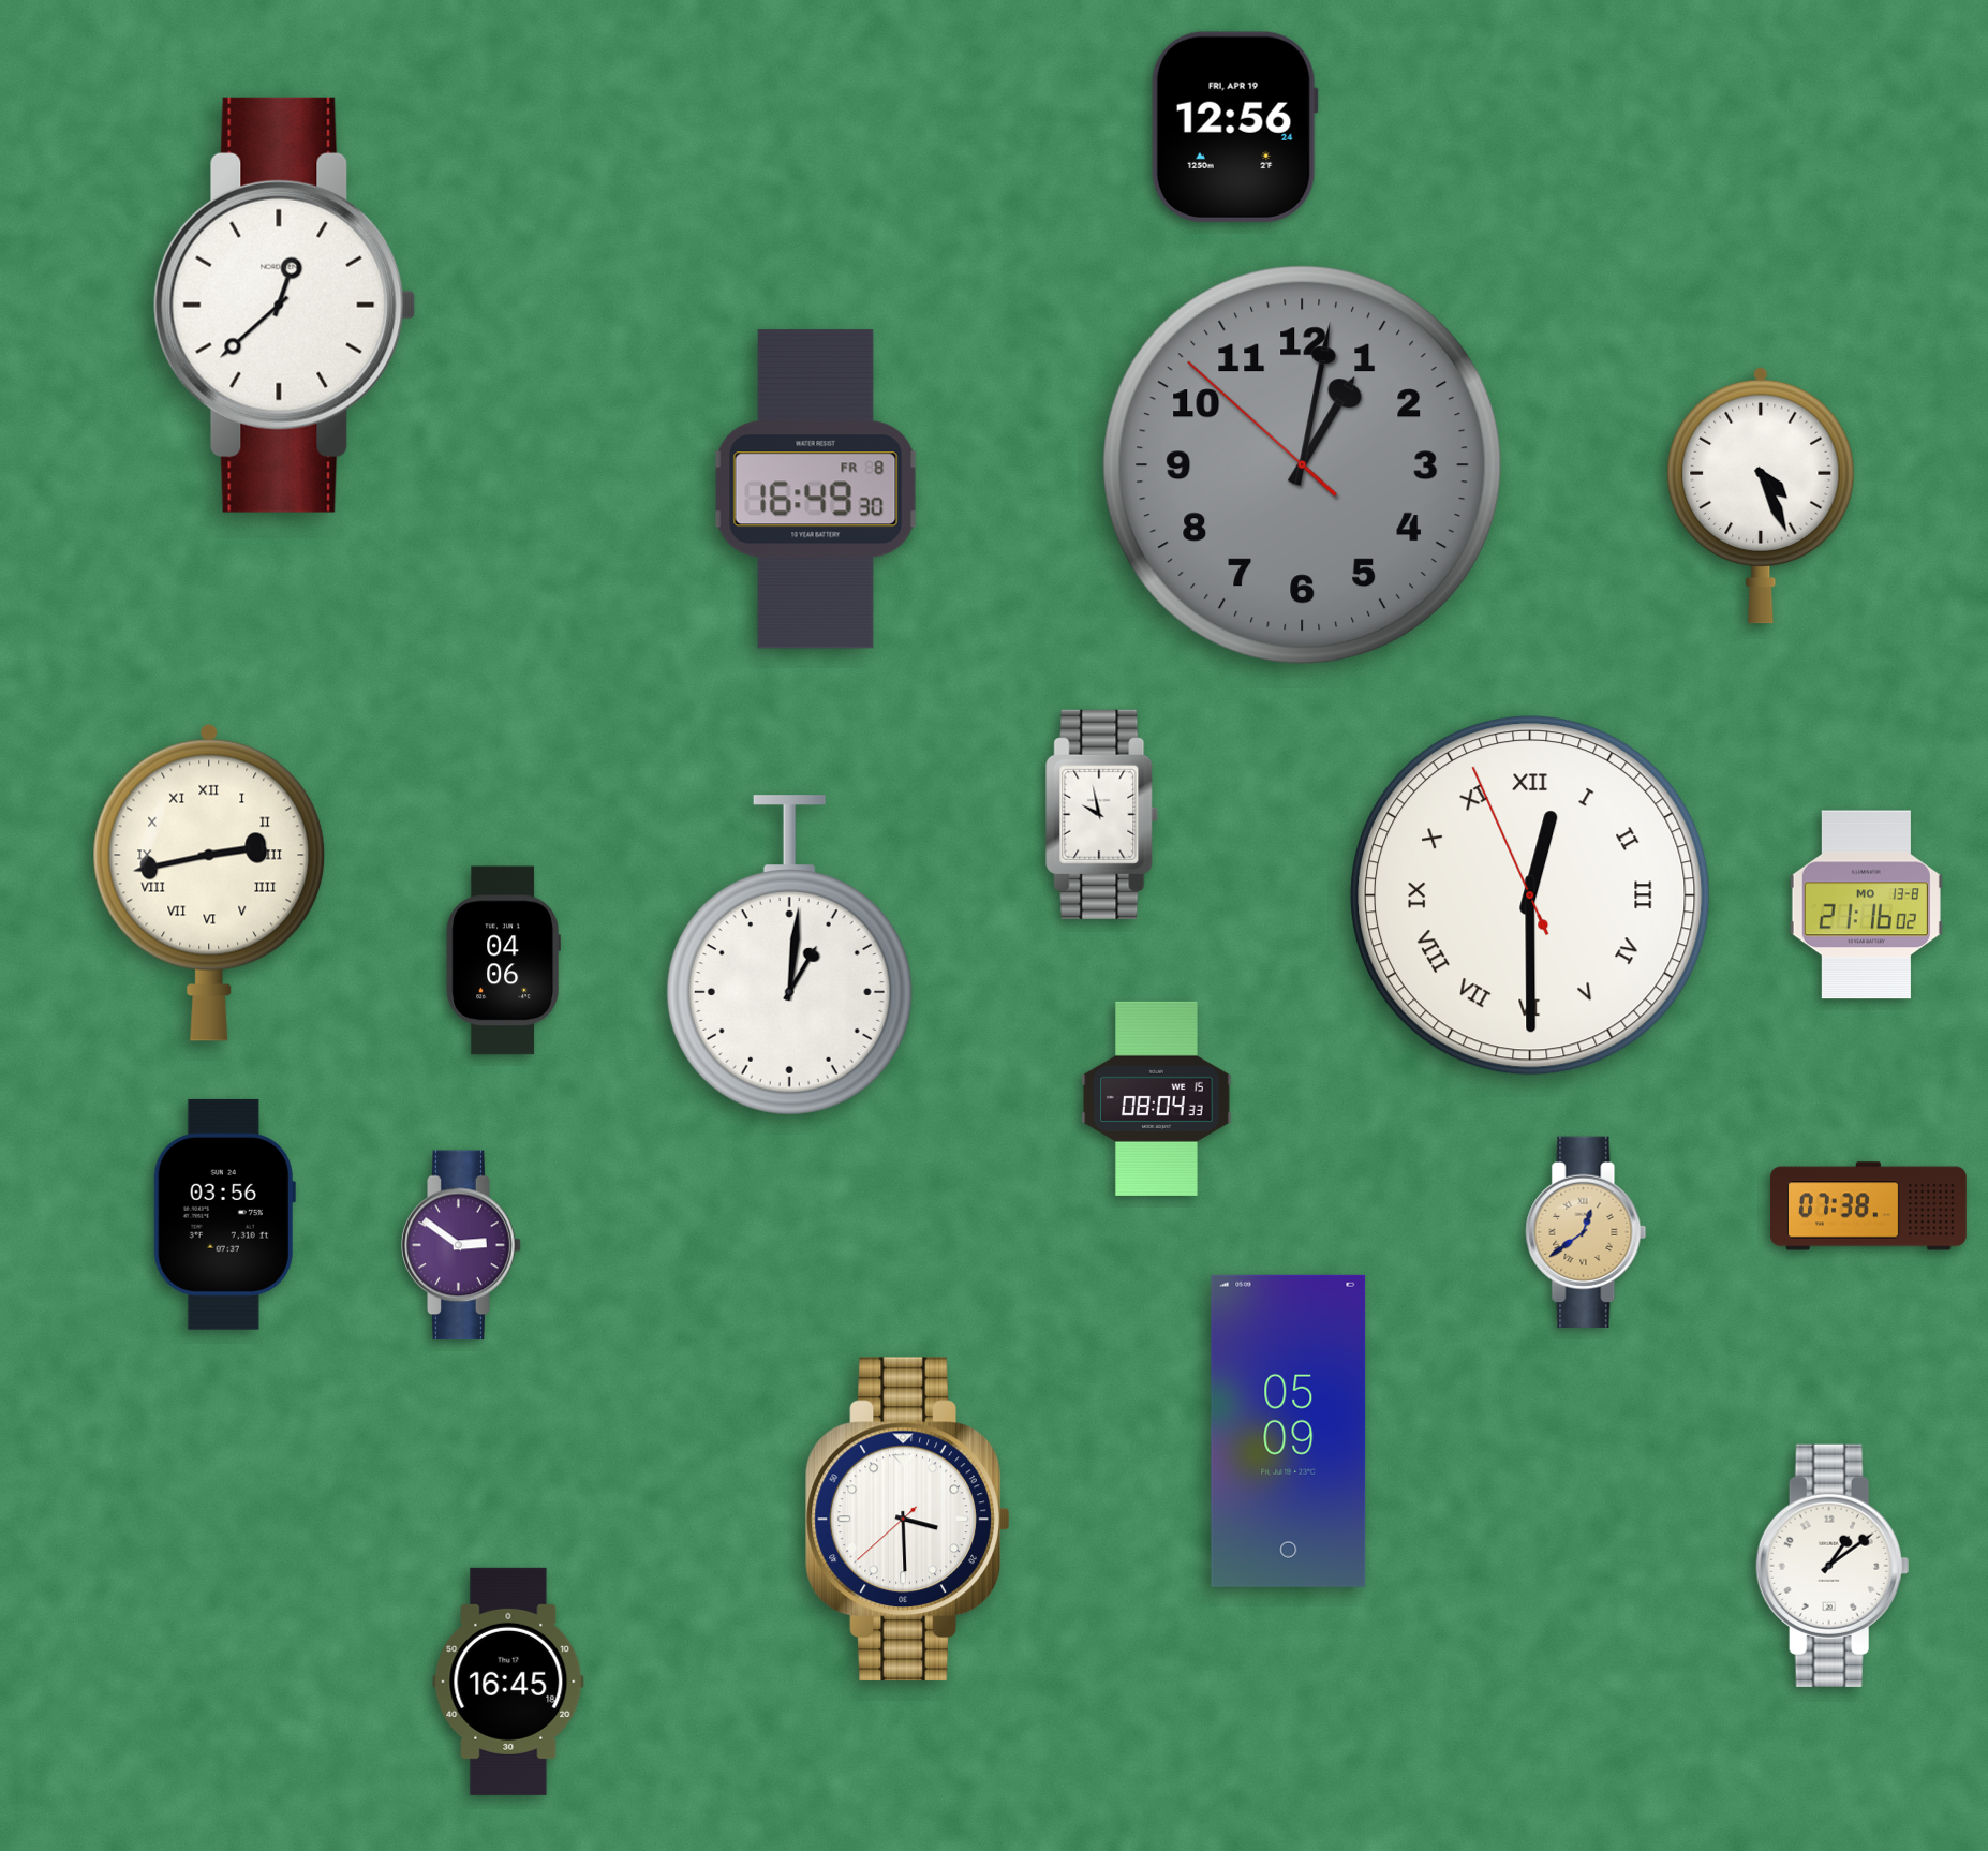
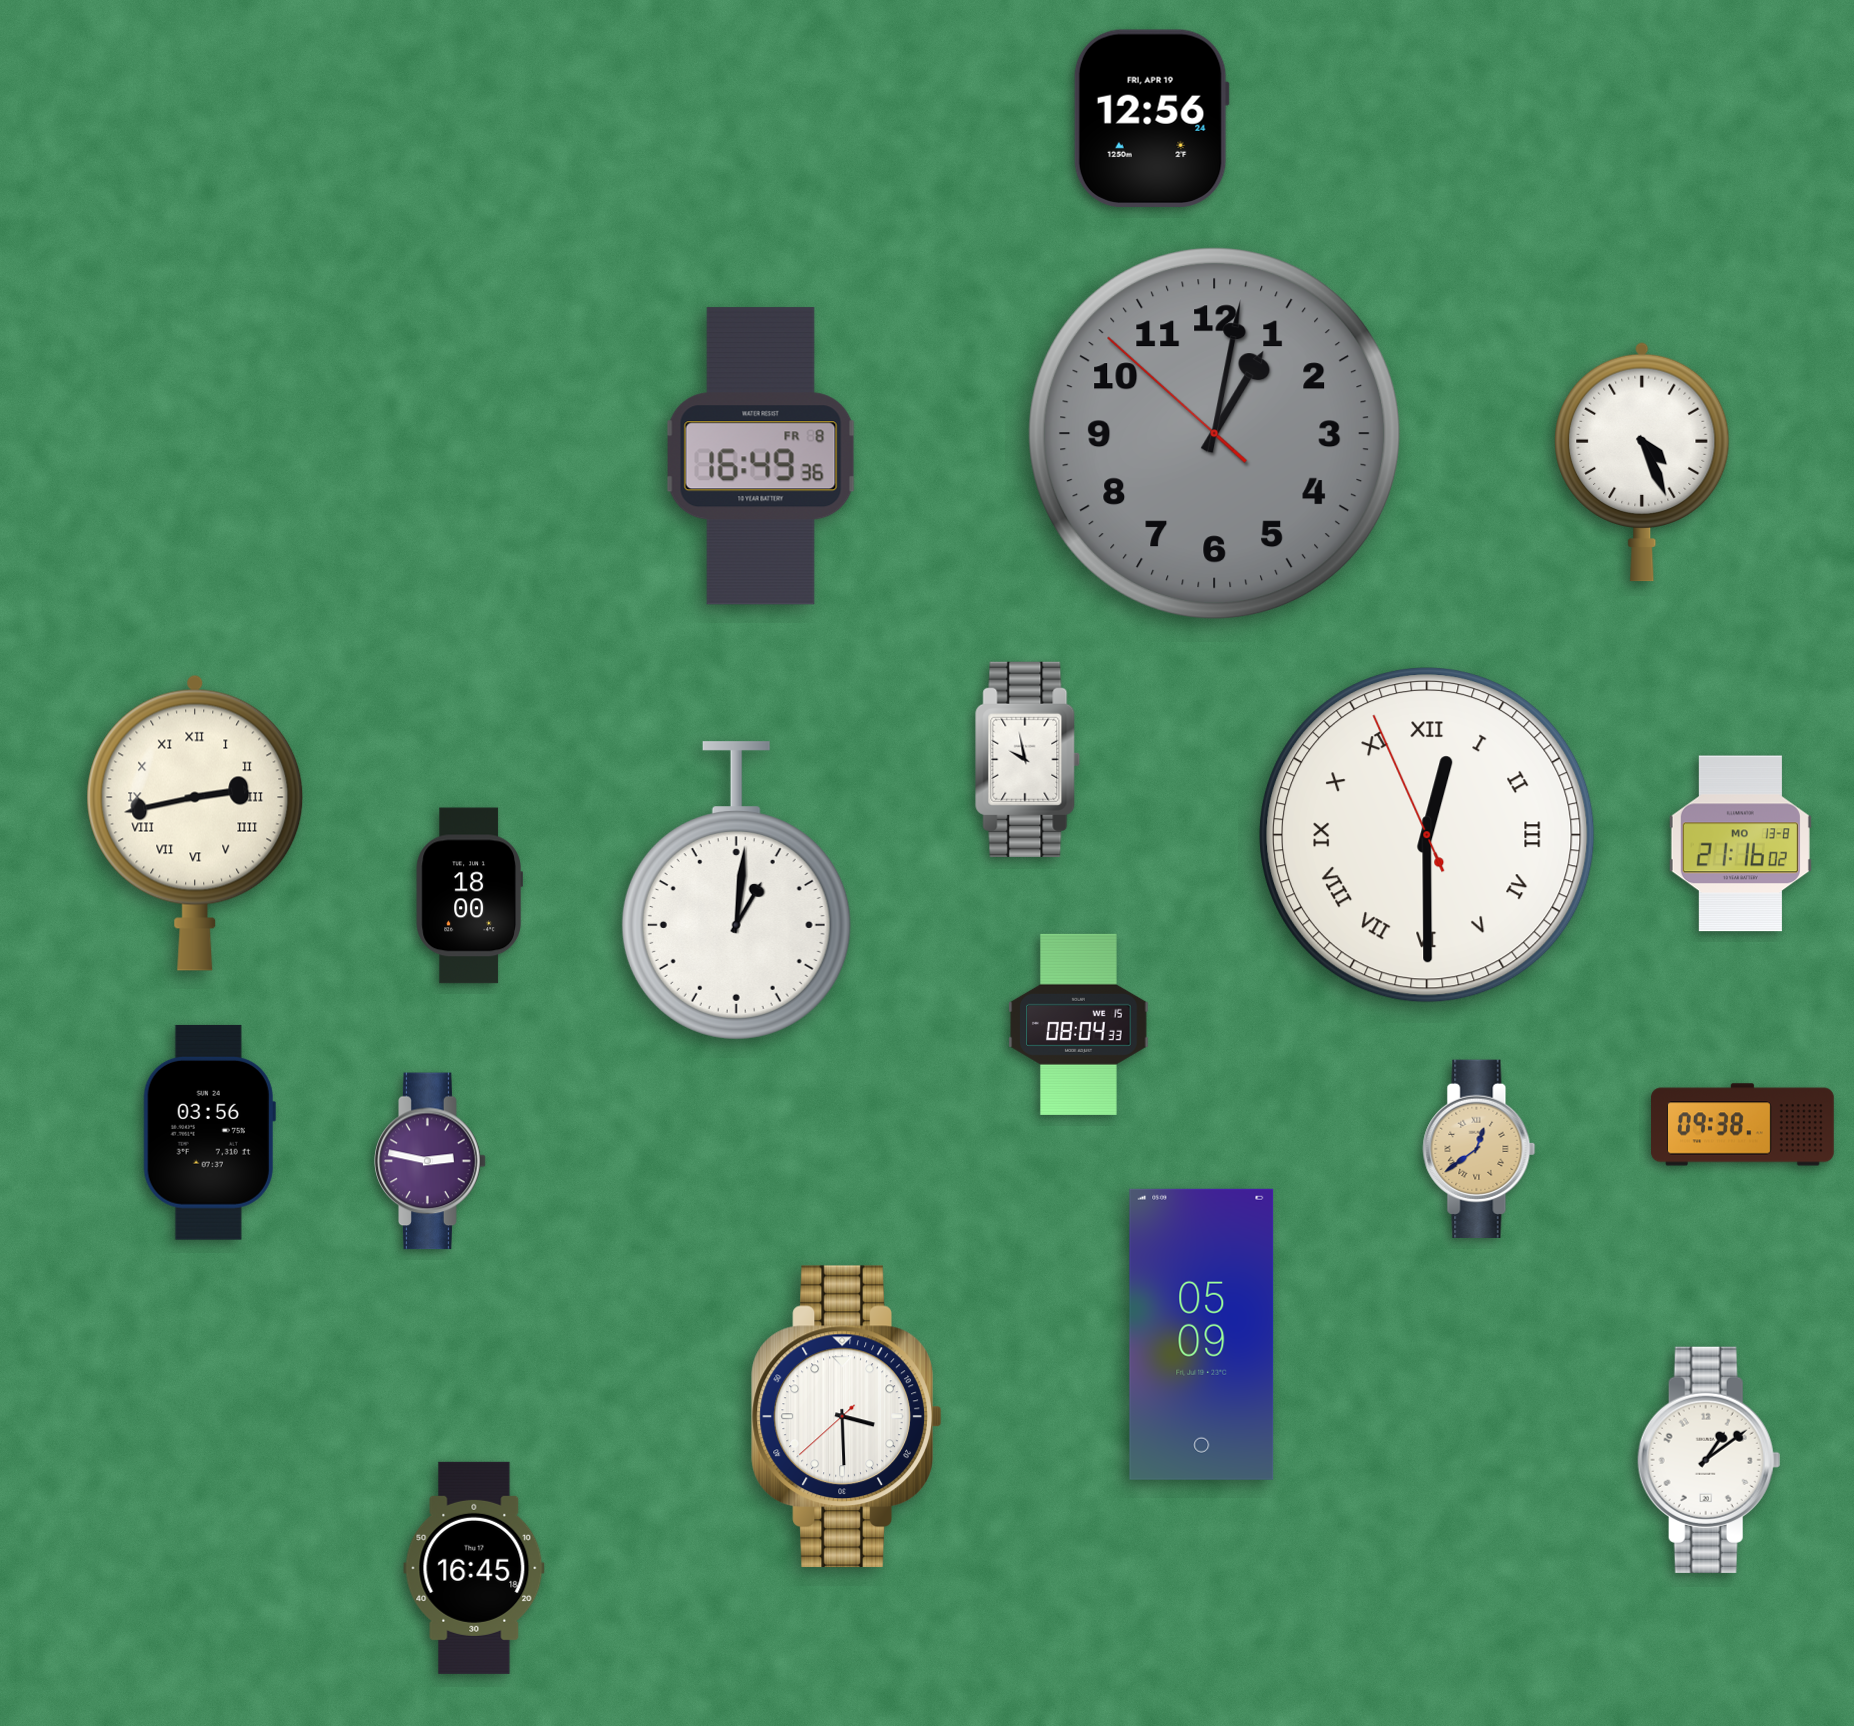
clock at (285, 305): 12:38 -> none
clock at (816, 489): 16:49:30 -> 16:49:36
clock at (503, 961): 04:06 -> 18:00
clock at (1869, 1206): 07:38 -> 09:38
clock at (461, 1245): 2:51 -> 2:47
